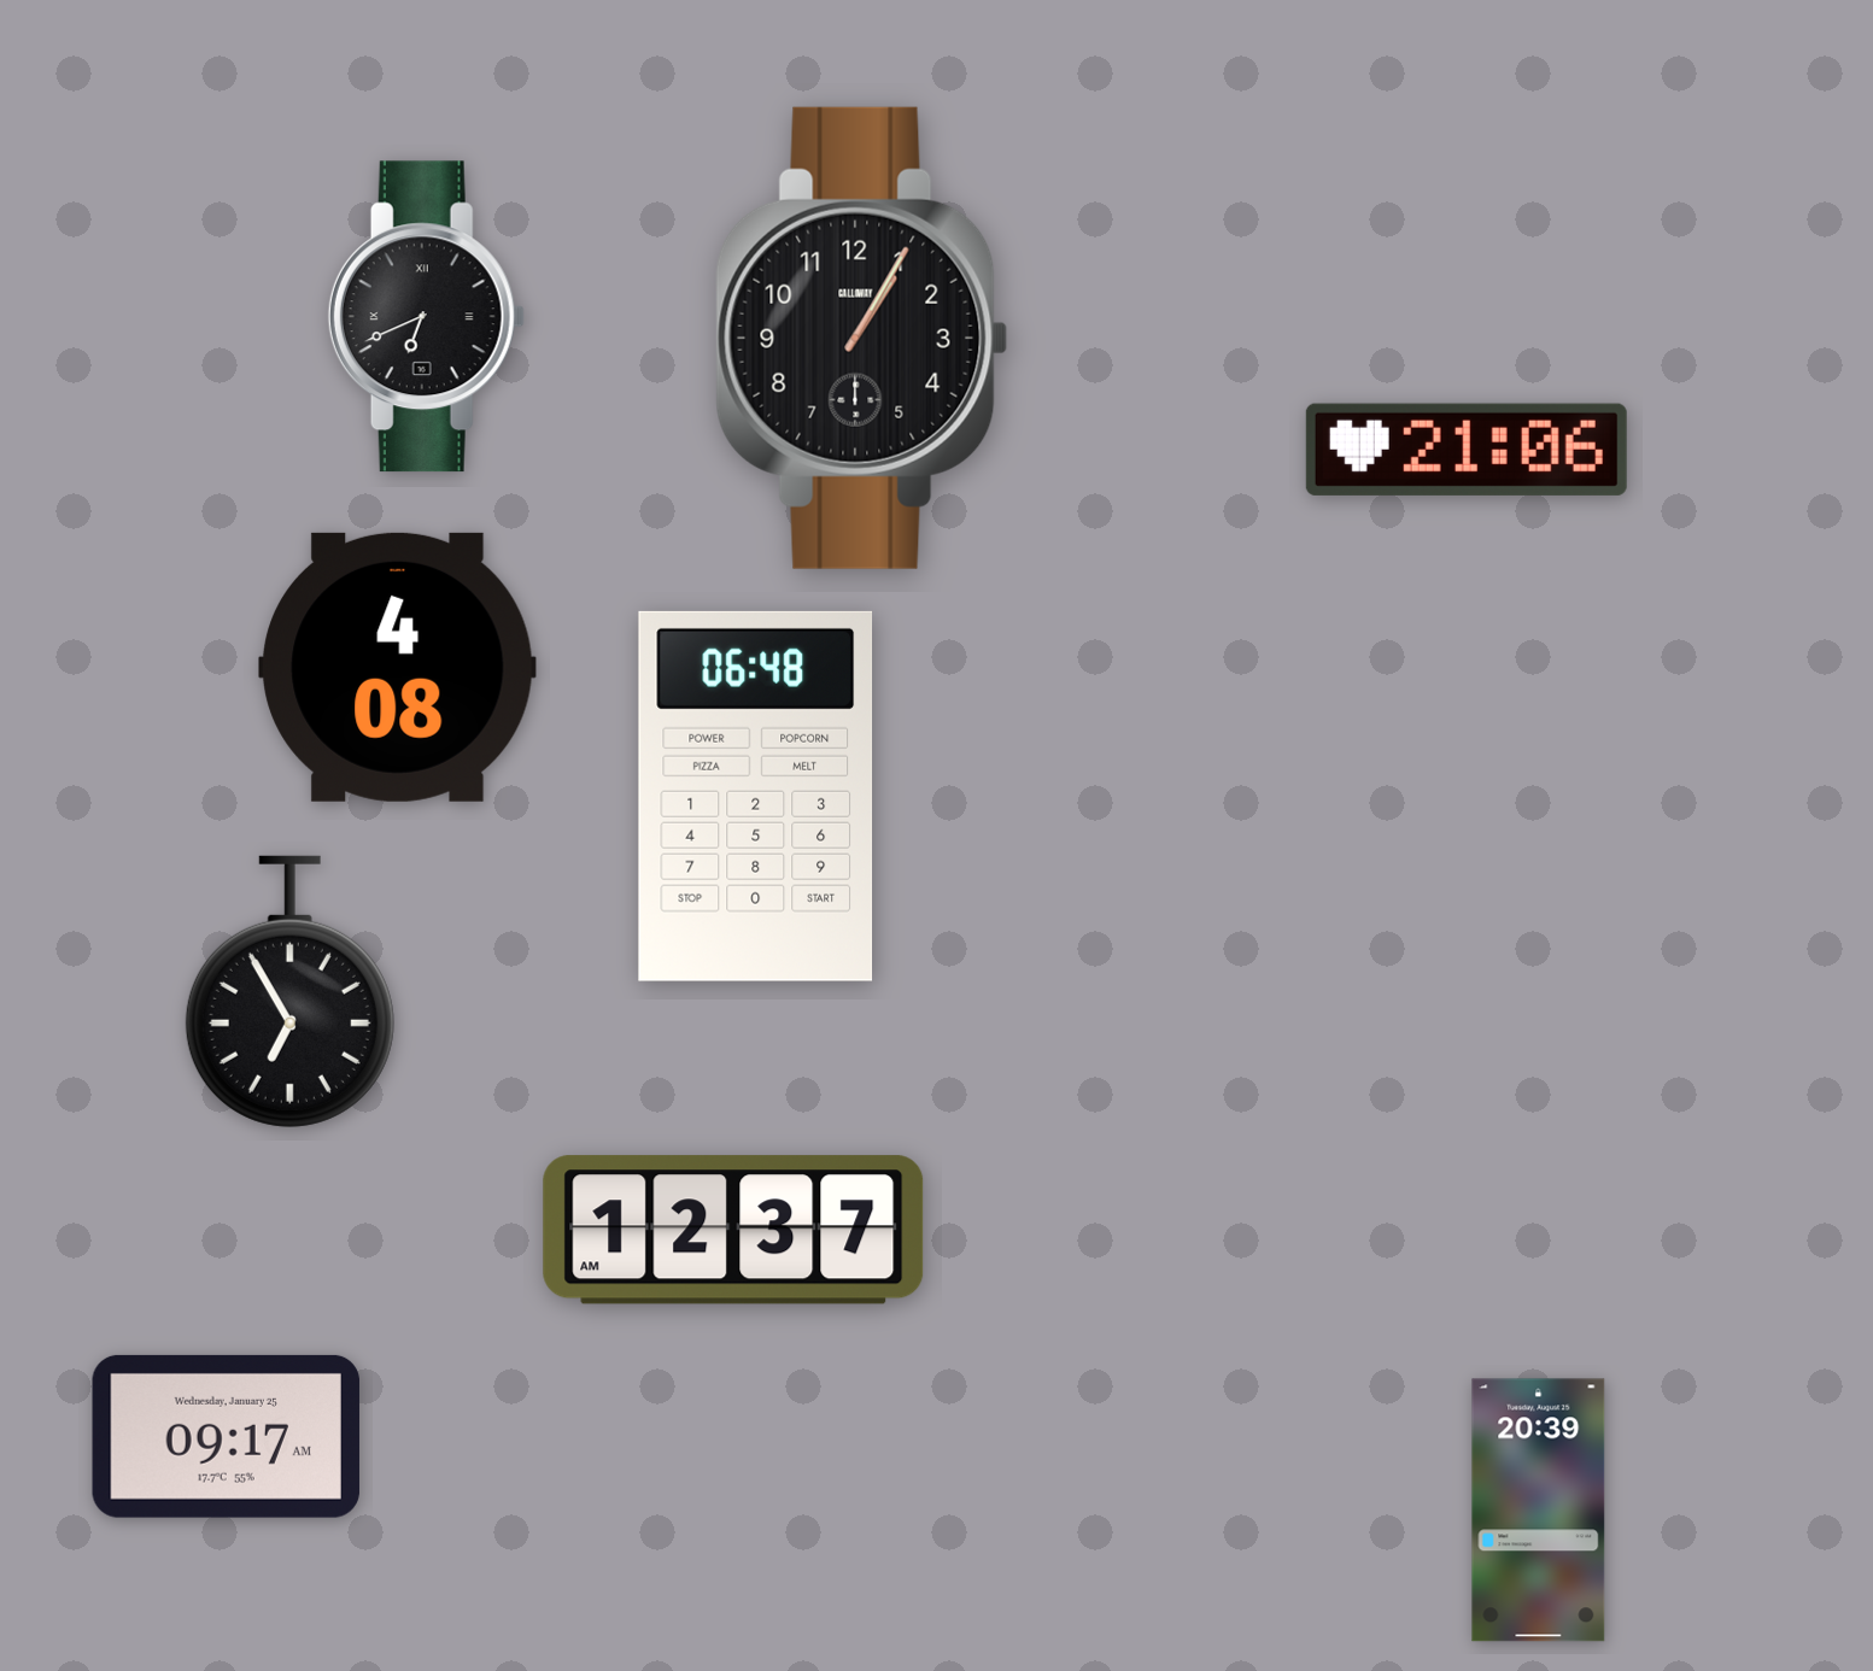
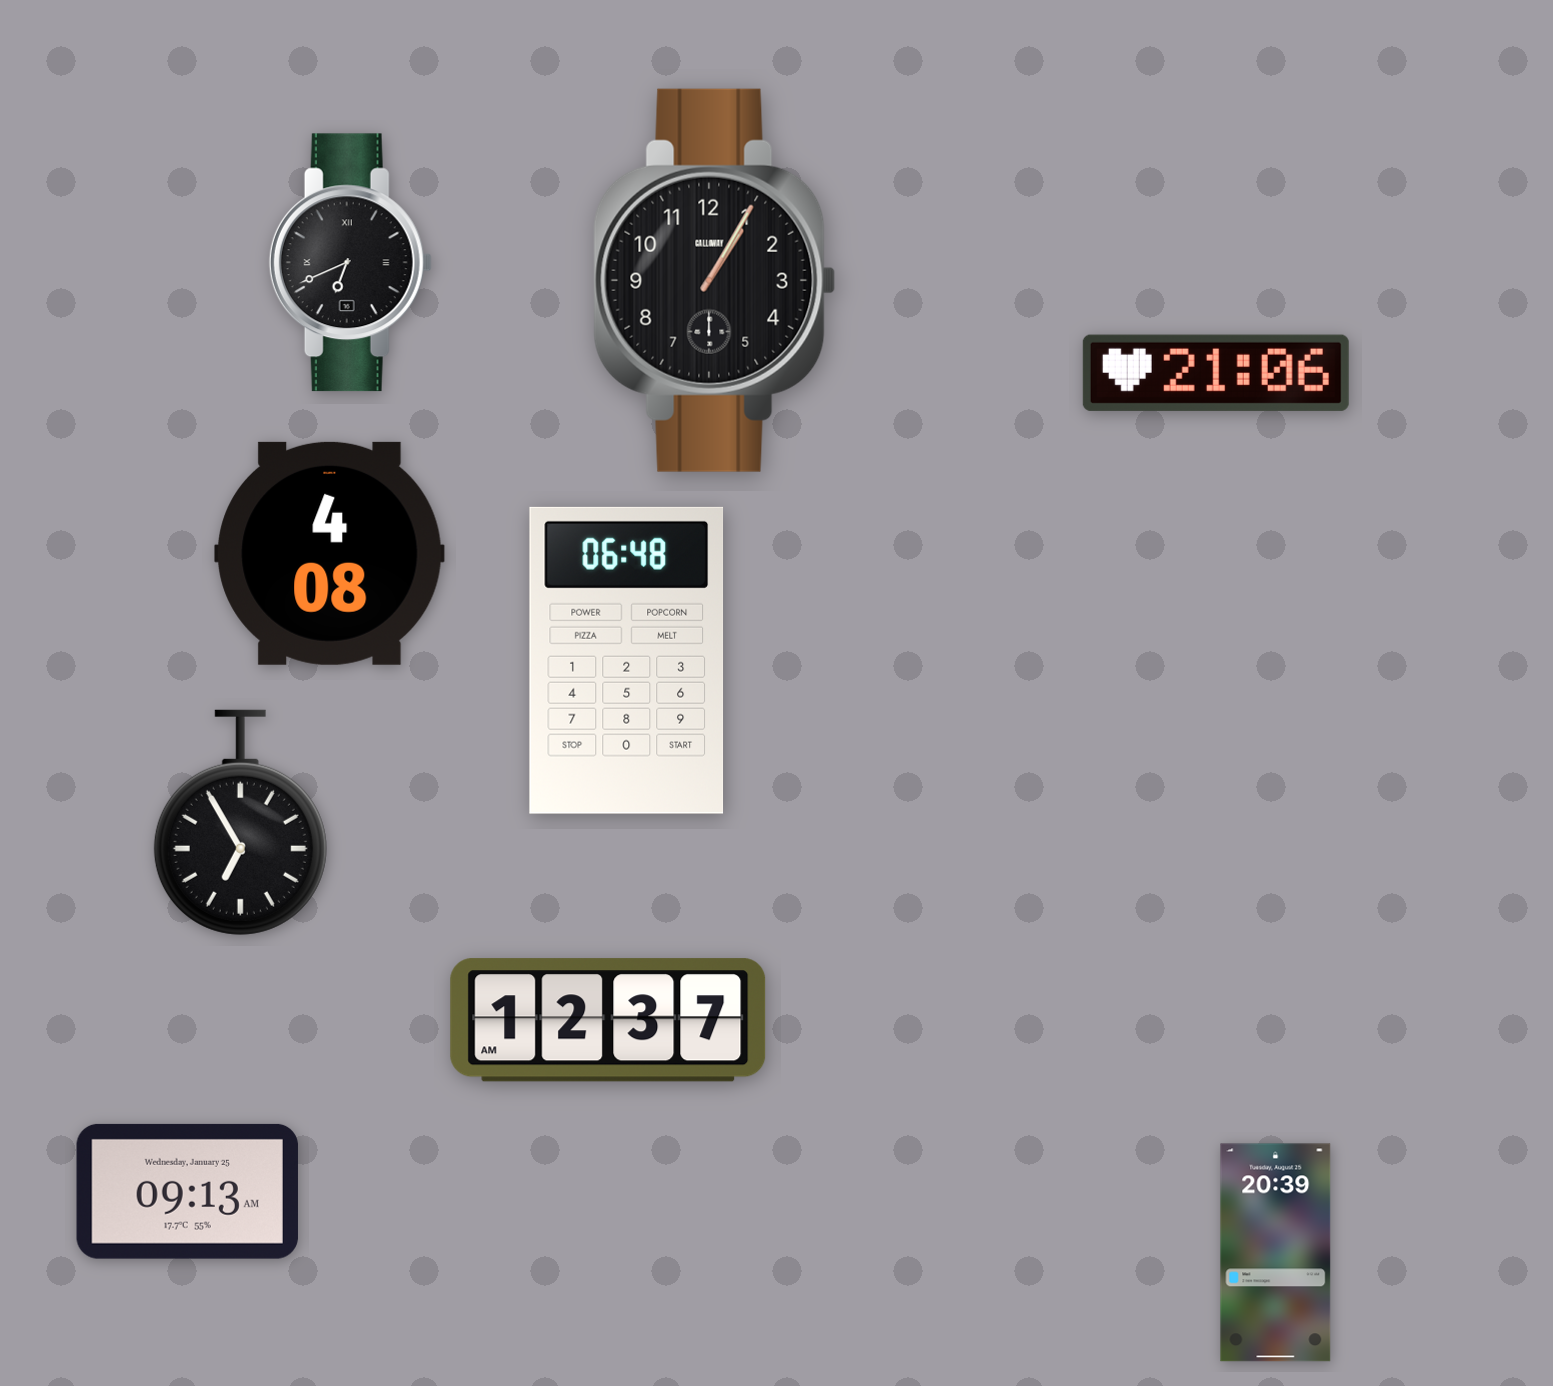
clock at (426, 317) position: (426, 317) -> (350, 263)
clock at (226, 1436): 09:17 -> 09:13
